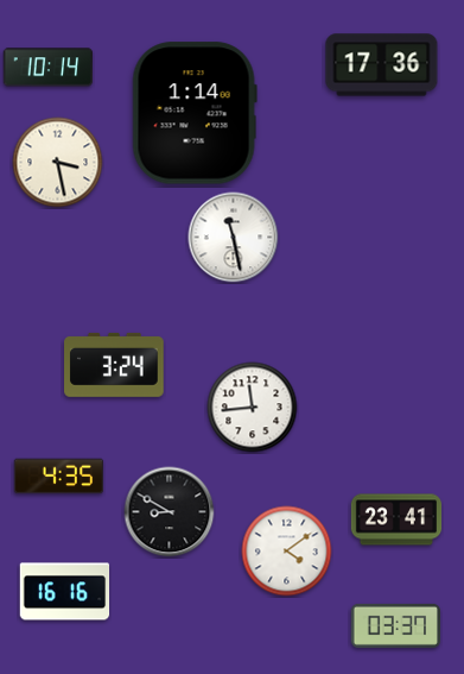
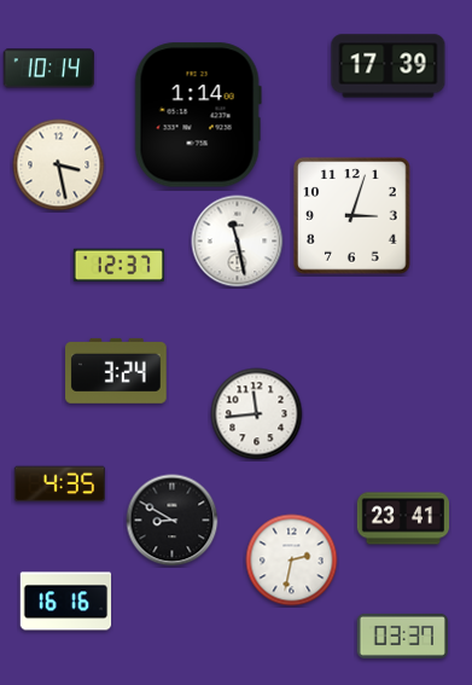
clock at (382, 65): 17:36 -> 17:39
clock at (352, 216): none -> 3:03
clock at (120, 266): none -> 12:37
clock at (396, 519) position: (396, 519) -> (403, 518)
clock at (287, 552): 4:09 -> 2:32
